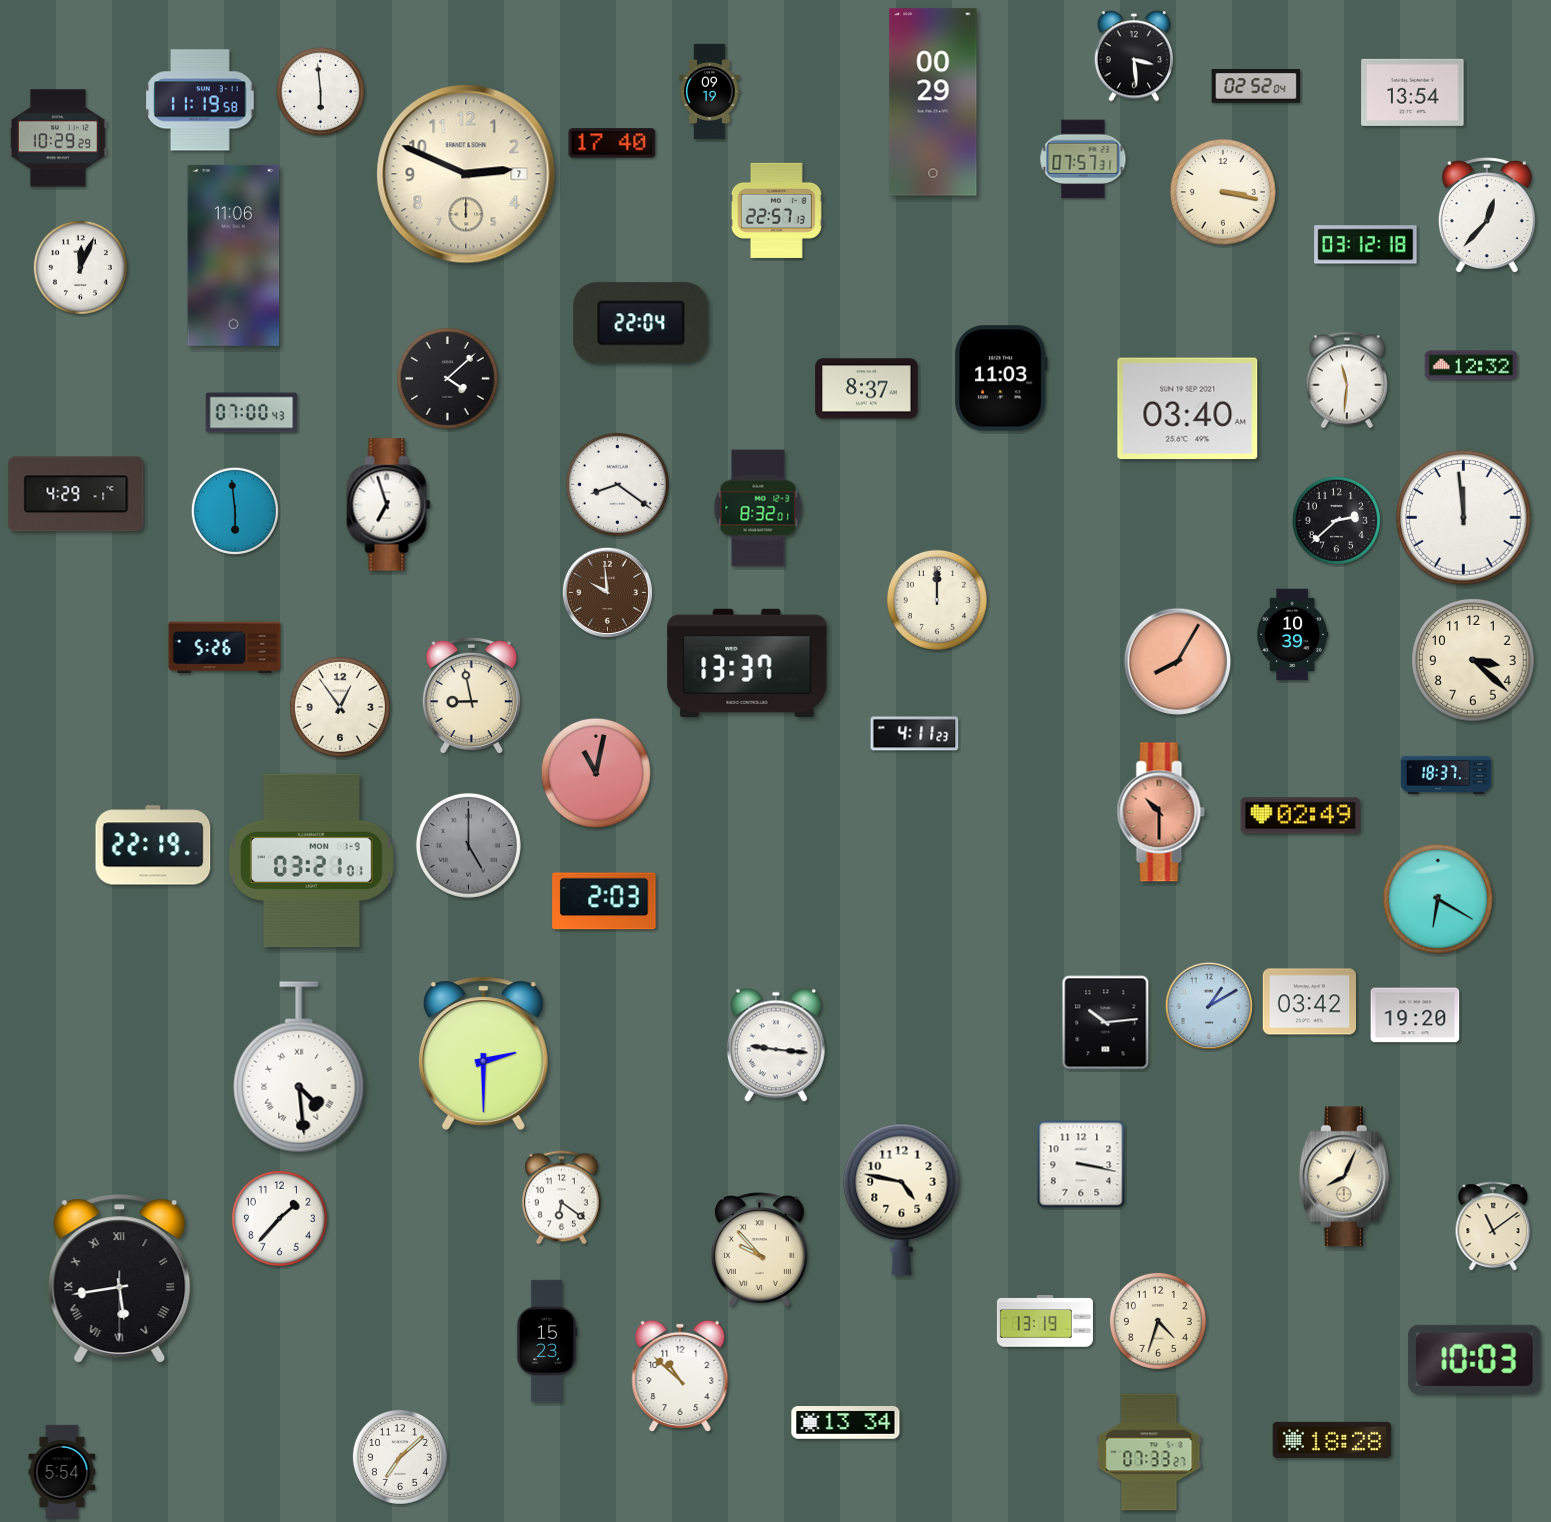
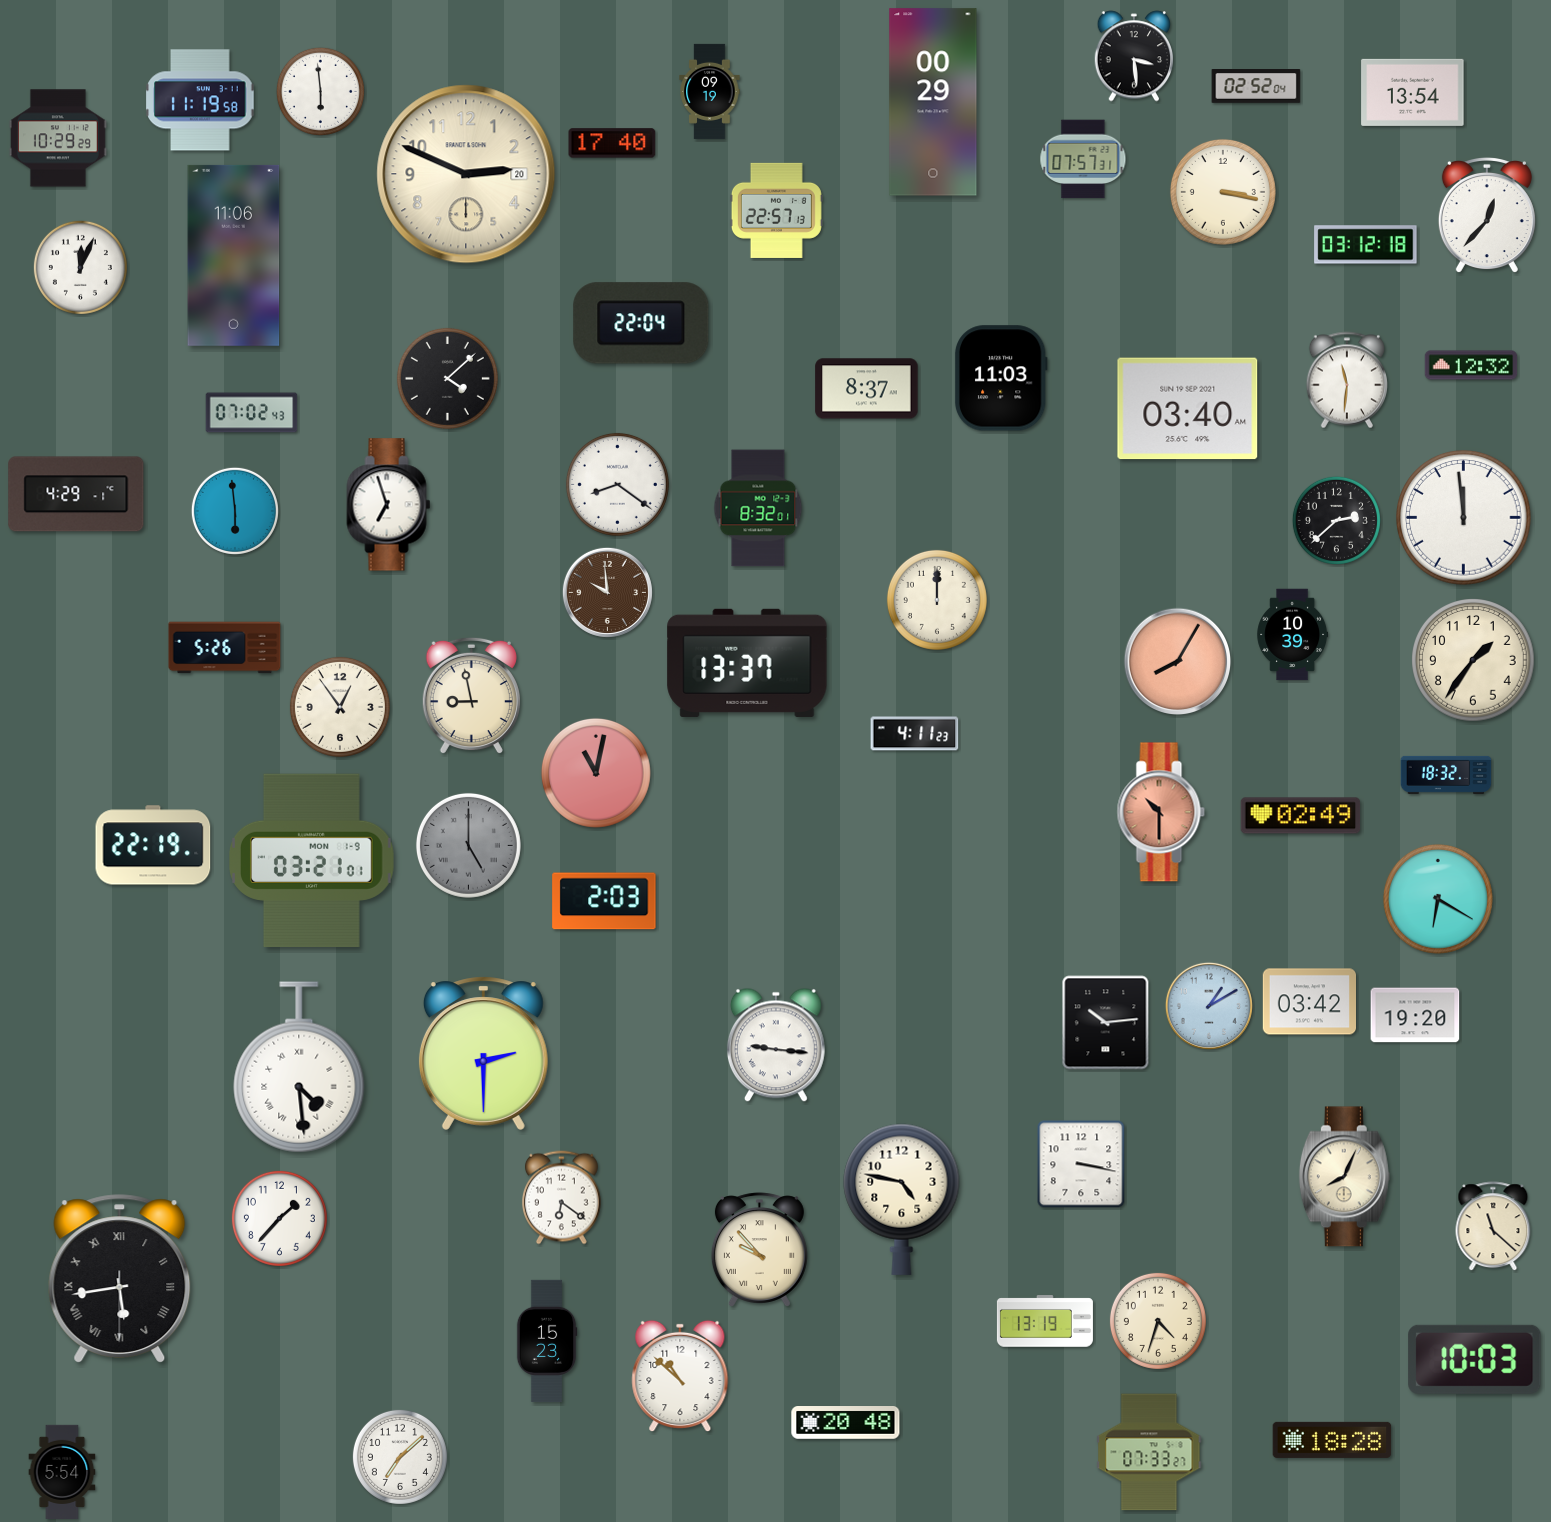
clock at (466, 174) date: 7 -> 20
clock at (252, 413): 07:00 -> 07:02
clock at (1474, 661): 3:22 -> 1:36
clock at (1446, 775): 18:37 -> 18:32
clock at (1493, 1227): 11:09 -> 11:22
clock at (846, 1423): 13:34 -> 20:48
